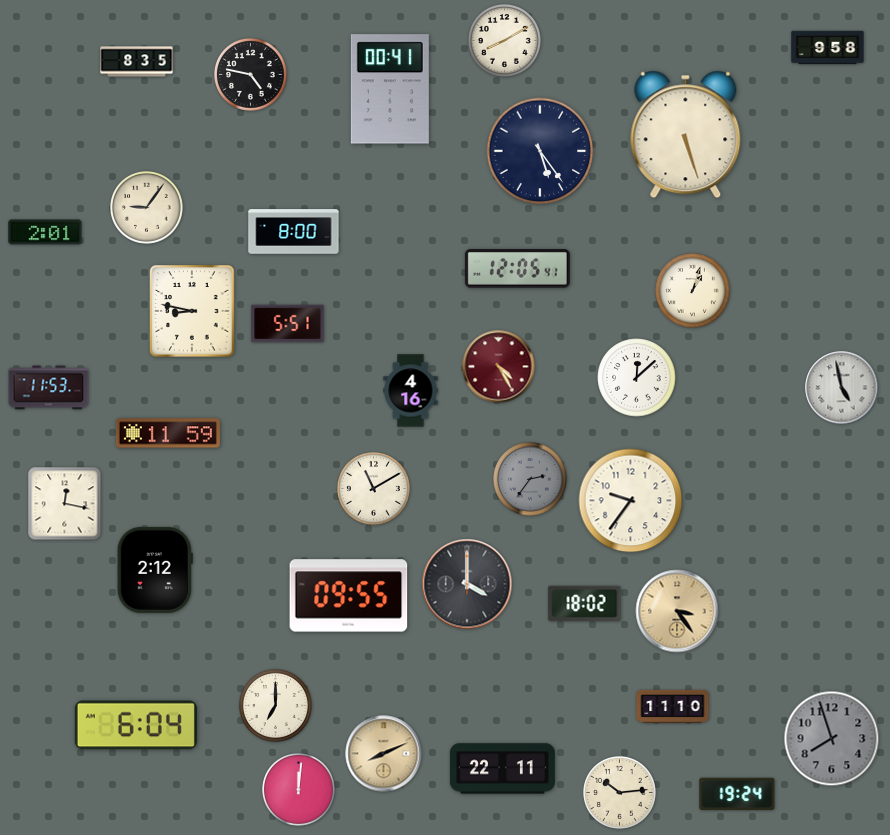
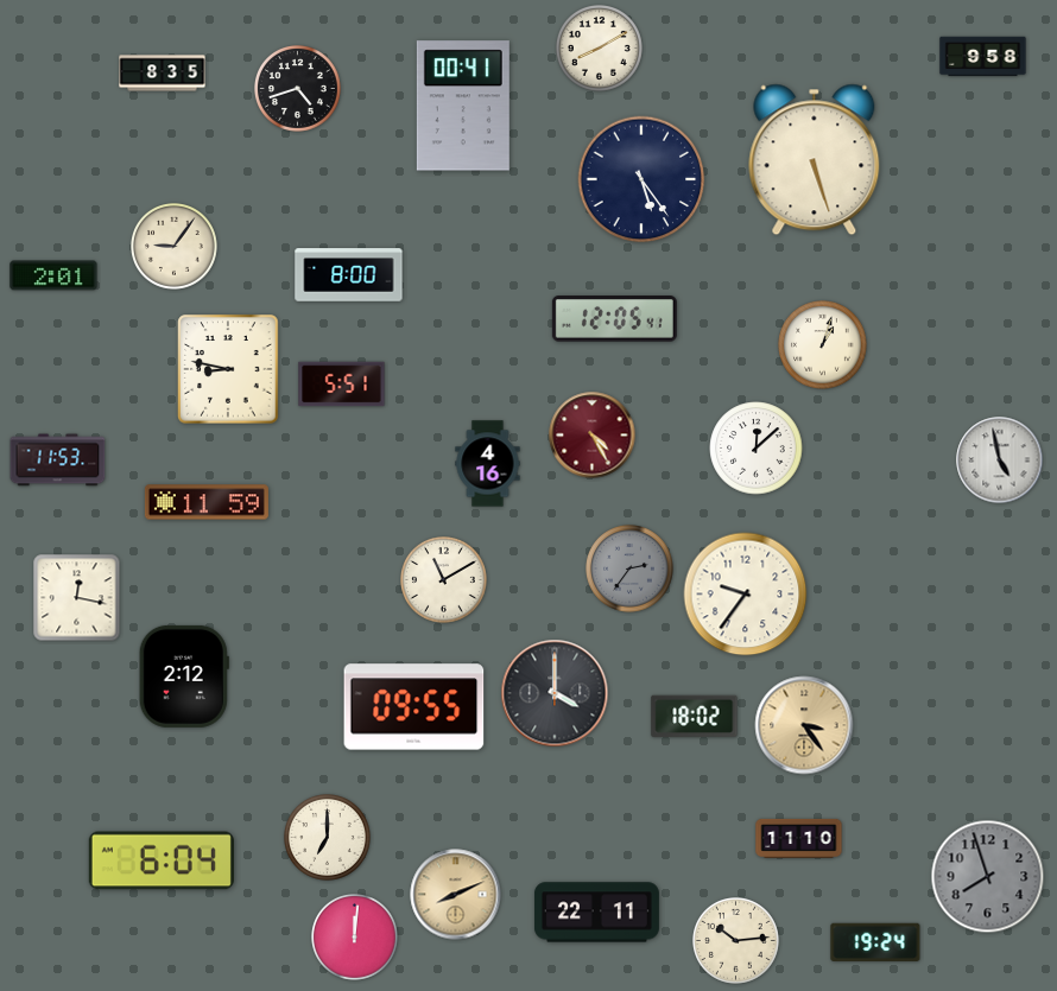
clock at (251, 75): 4:47 -> 4:42
clock at (168, 433) position: (168, 433) -> (207, 502)
clock at (631, 501) position: (631, 501) -> (746, 595)
